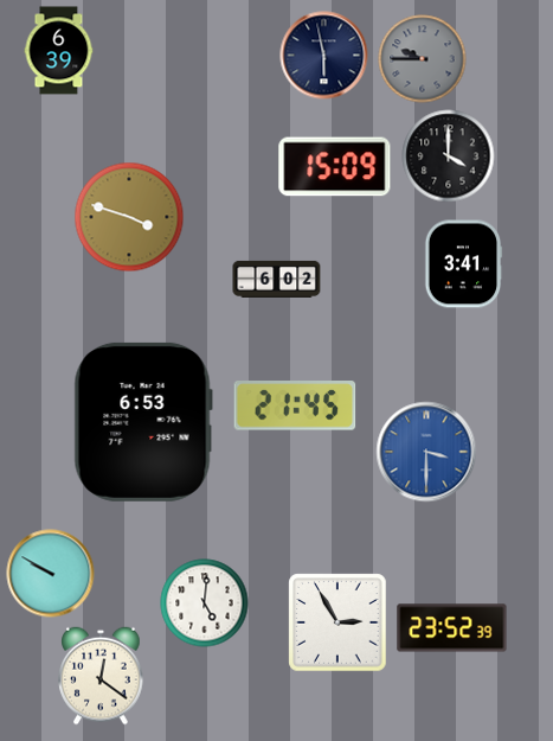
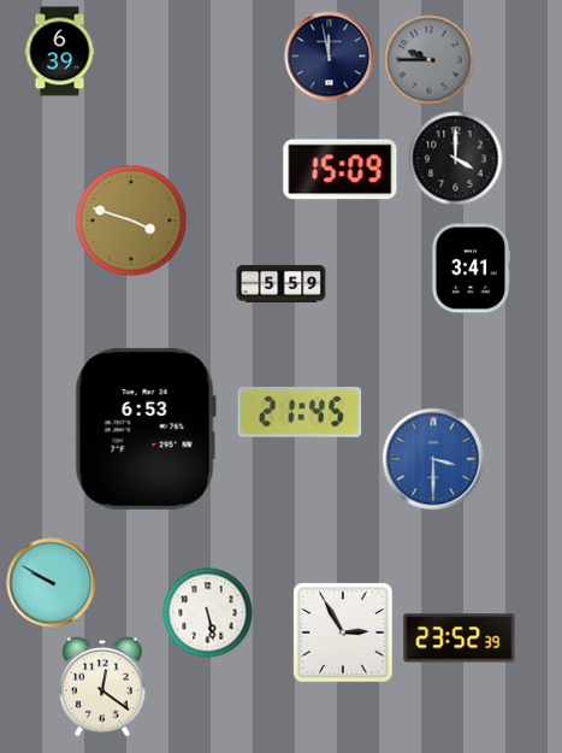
clock at (324, 56): 5:58 -> 11:58
clock at (277, 279): 6:02 -> 5:59
clock at (205, 603): 5:01 -> 5:28
